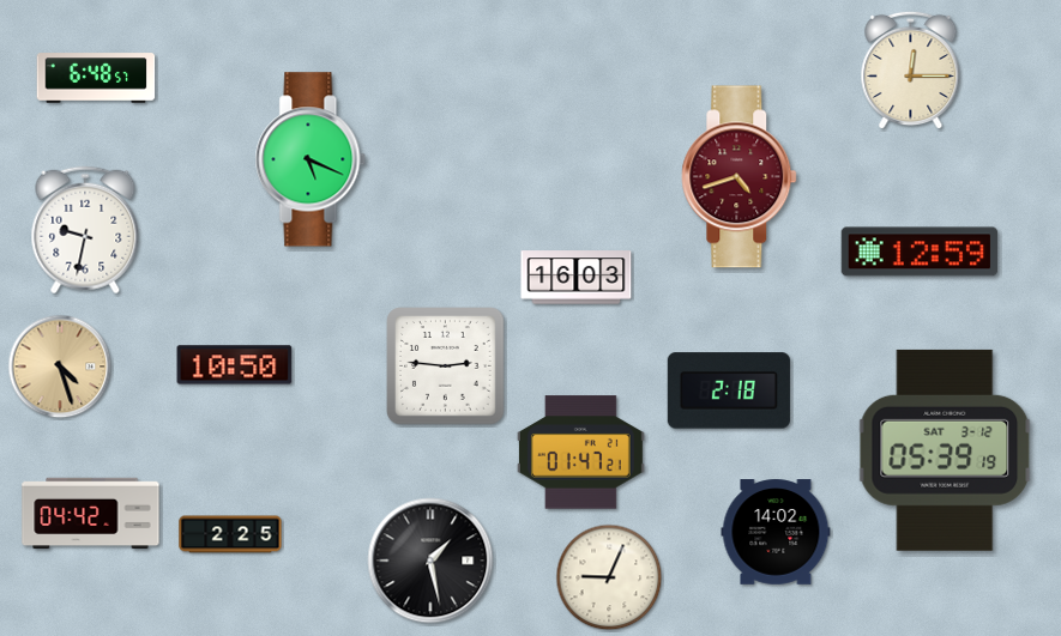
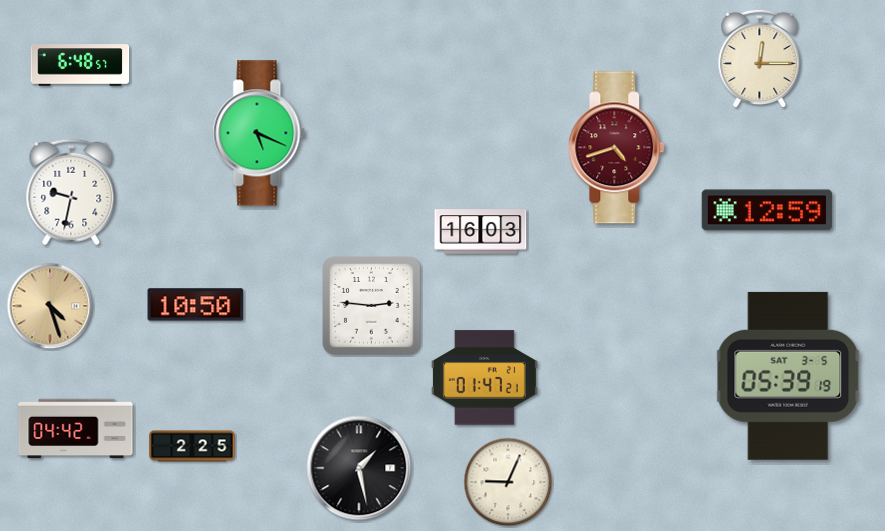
clock at (729, 390): 2:18 -> none
clock at (945, 450) date: SAT 3-12 -> SAT 3-5
clock at (776, 532): 14:02 -> none
